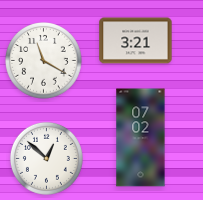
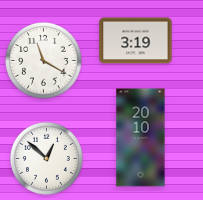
clock at (136, 41): 3:21 -> 3:19
clock at (141, 138): 07:02 -> 20:10
